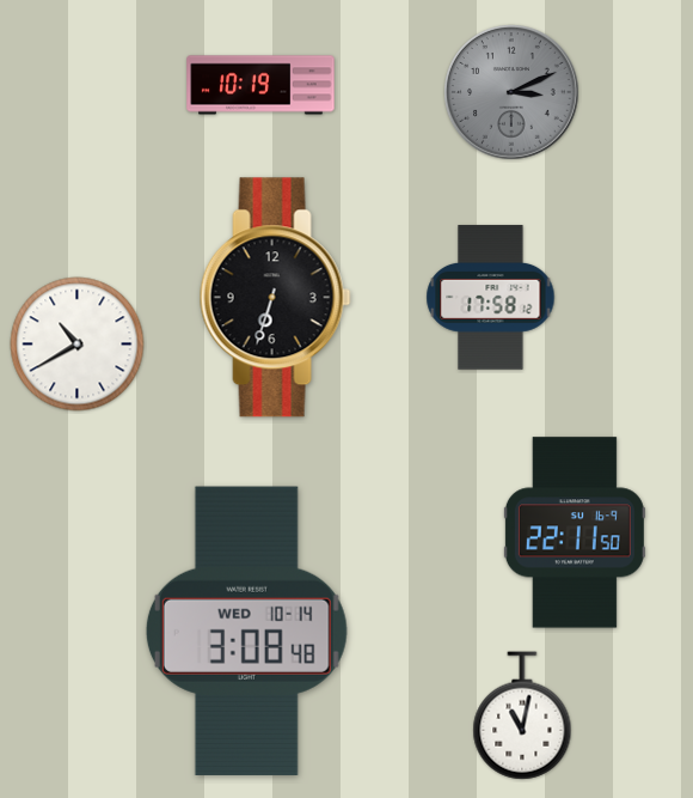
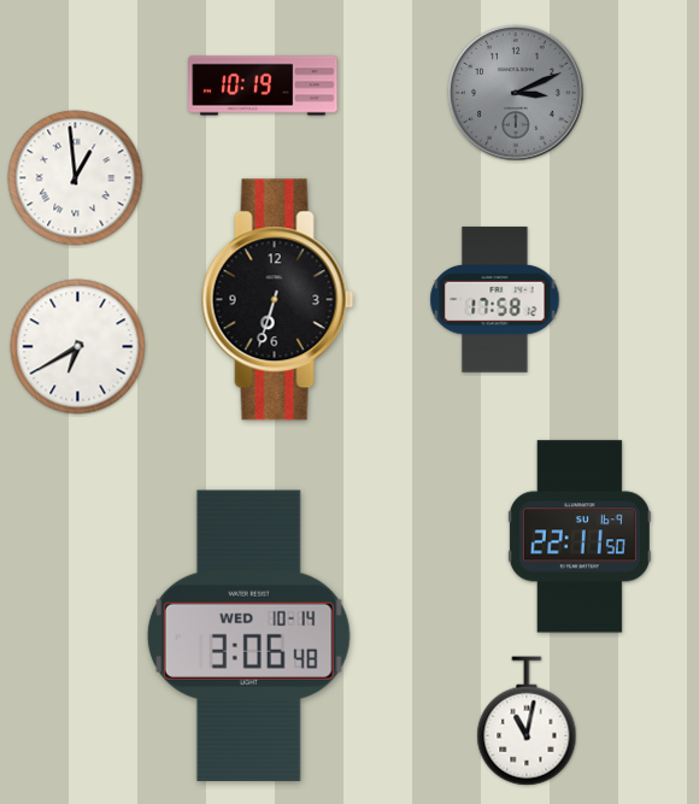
clock at (76, 178): none -> 12:59
clock at (78, 345): 10:40 -> 6:40
clock at (246, 631): 3:08 -> 3:06
